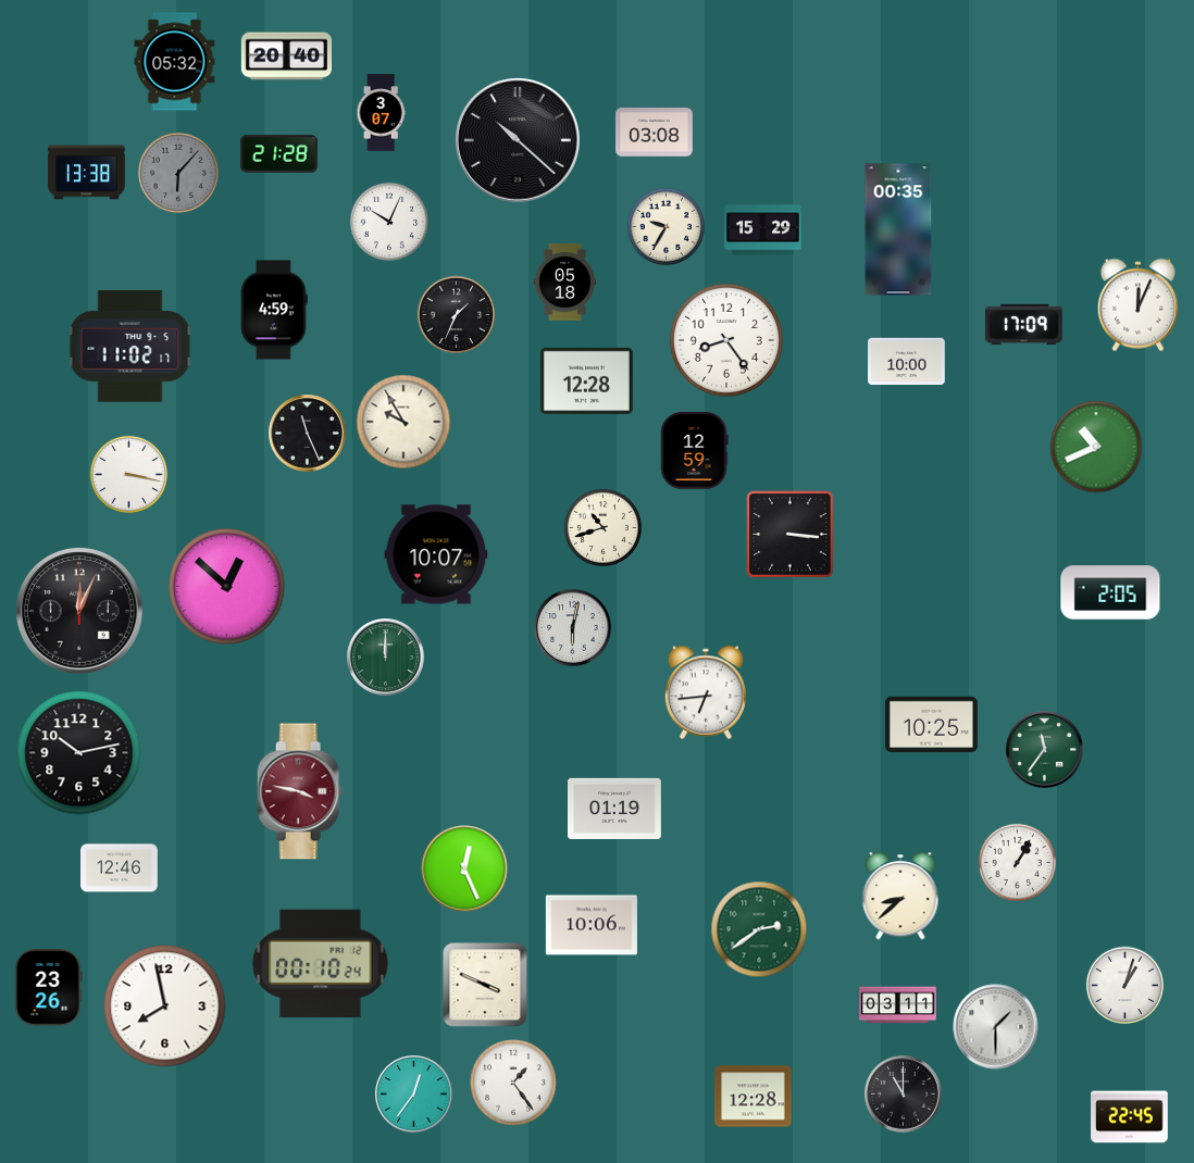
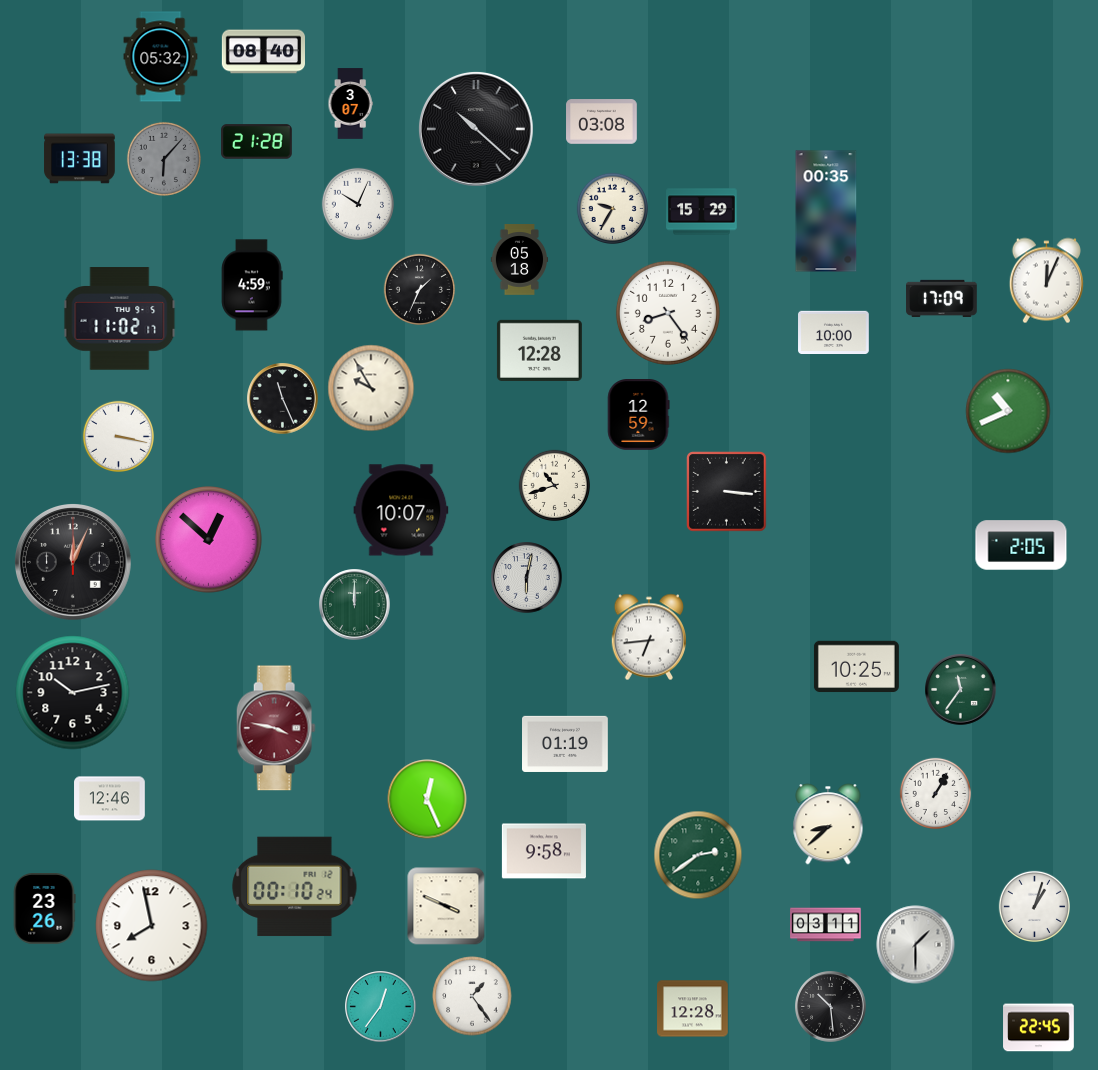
clock at (286, 57): 20:40 -> 08:40
clock at (592, 925): 10:06 -> 9:58
clock at (904, 1095): 11:00 -> 10:29
